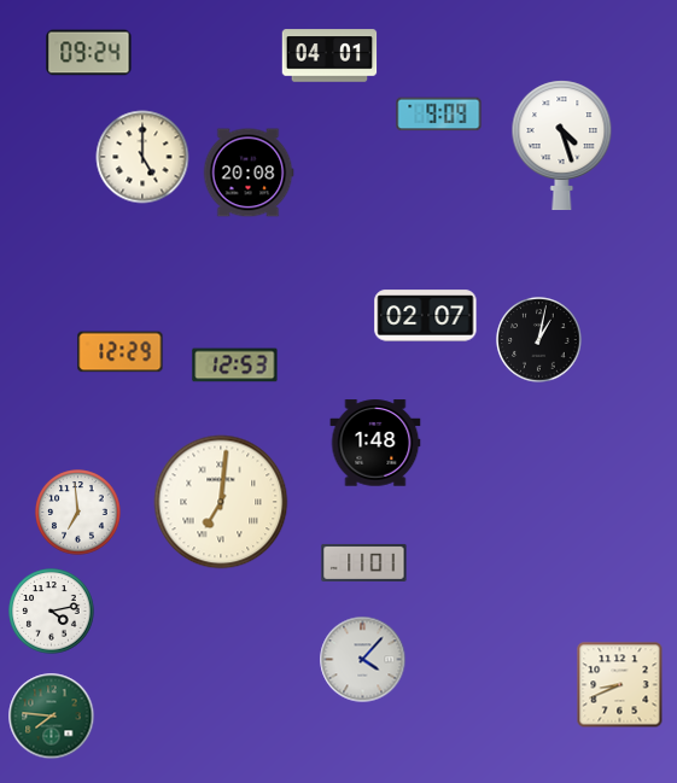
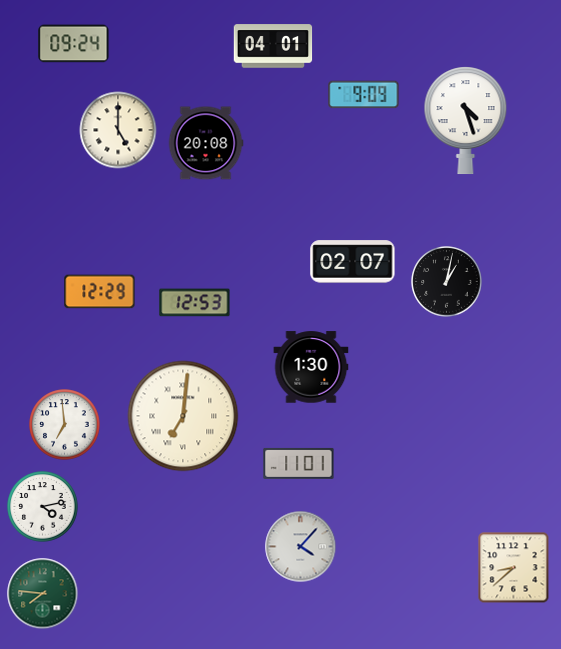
clock at (375, 443): 1:48 -> 1:30
clock at (364, 562) position: (364, 562) -> (299, 463)
clock at (620, 685): 8:41 -> 8:38
